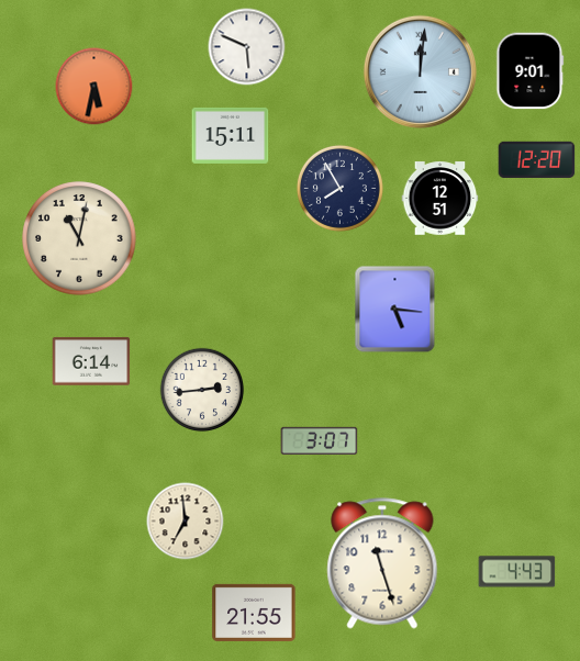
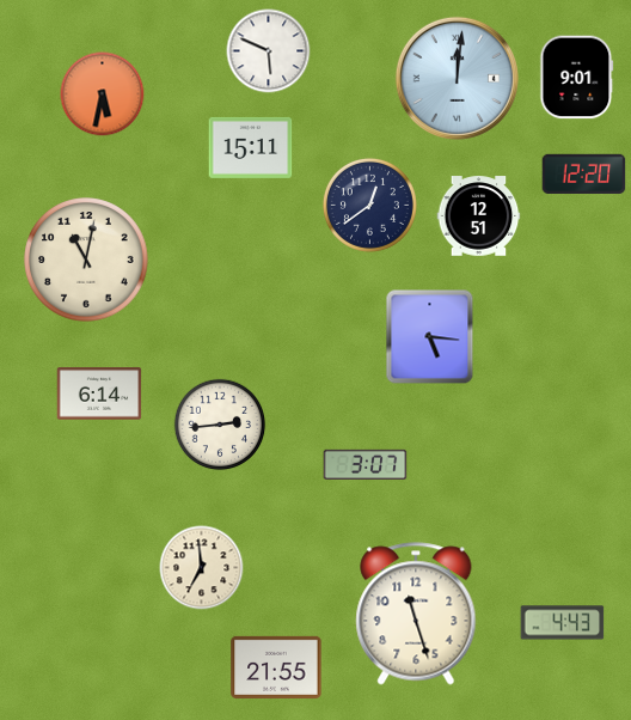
clock at (339, 188): 7:55 -> 12:39
clock at (320, 440) position: (320, 440) -> (366, 464)
